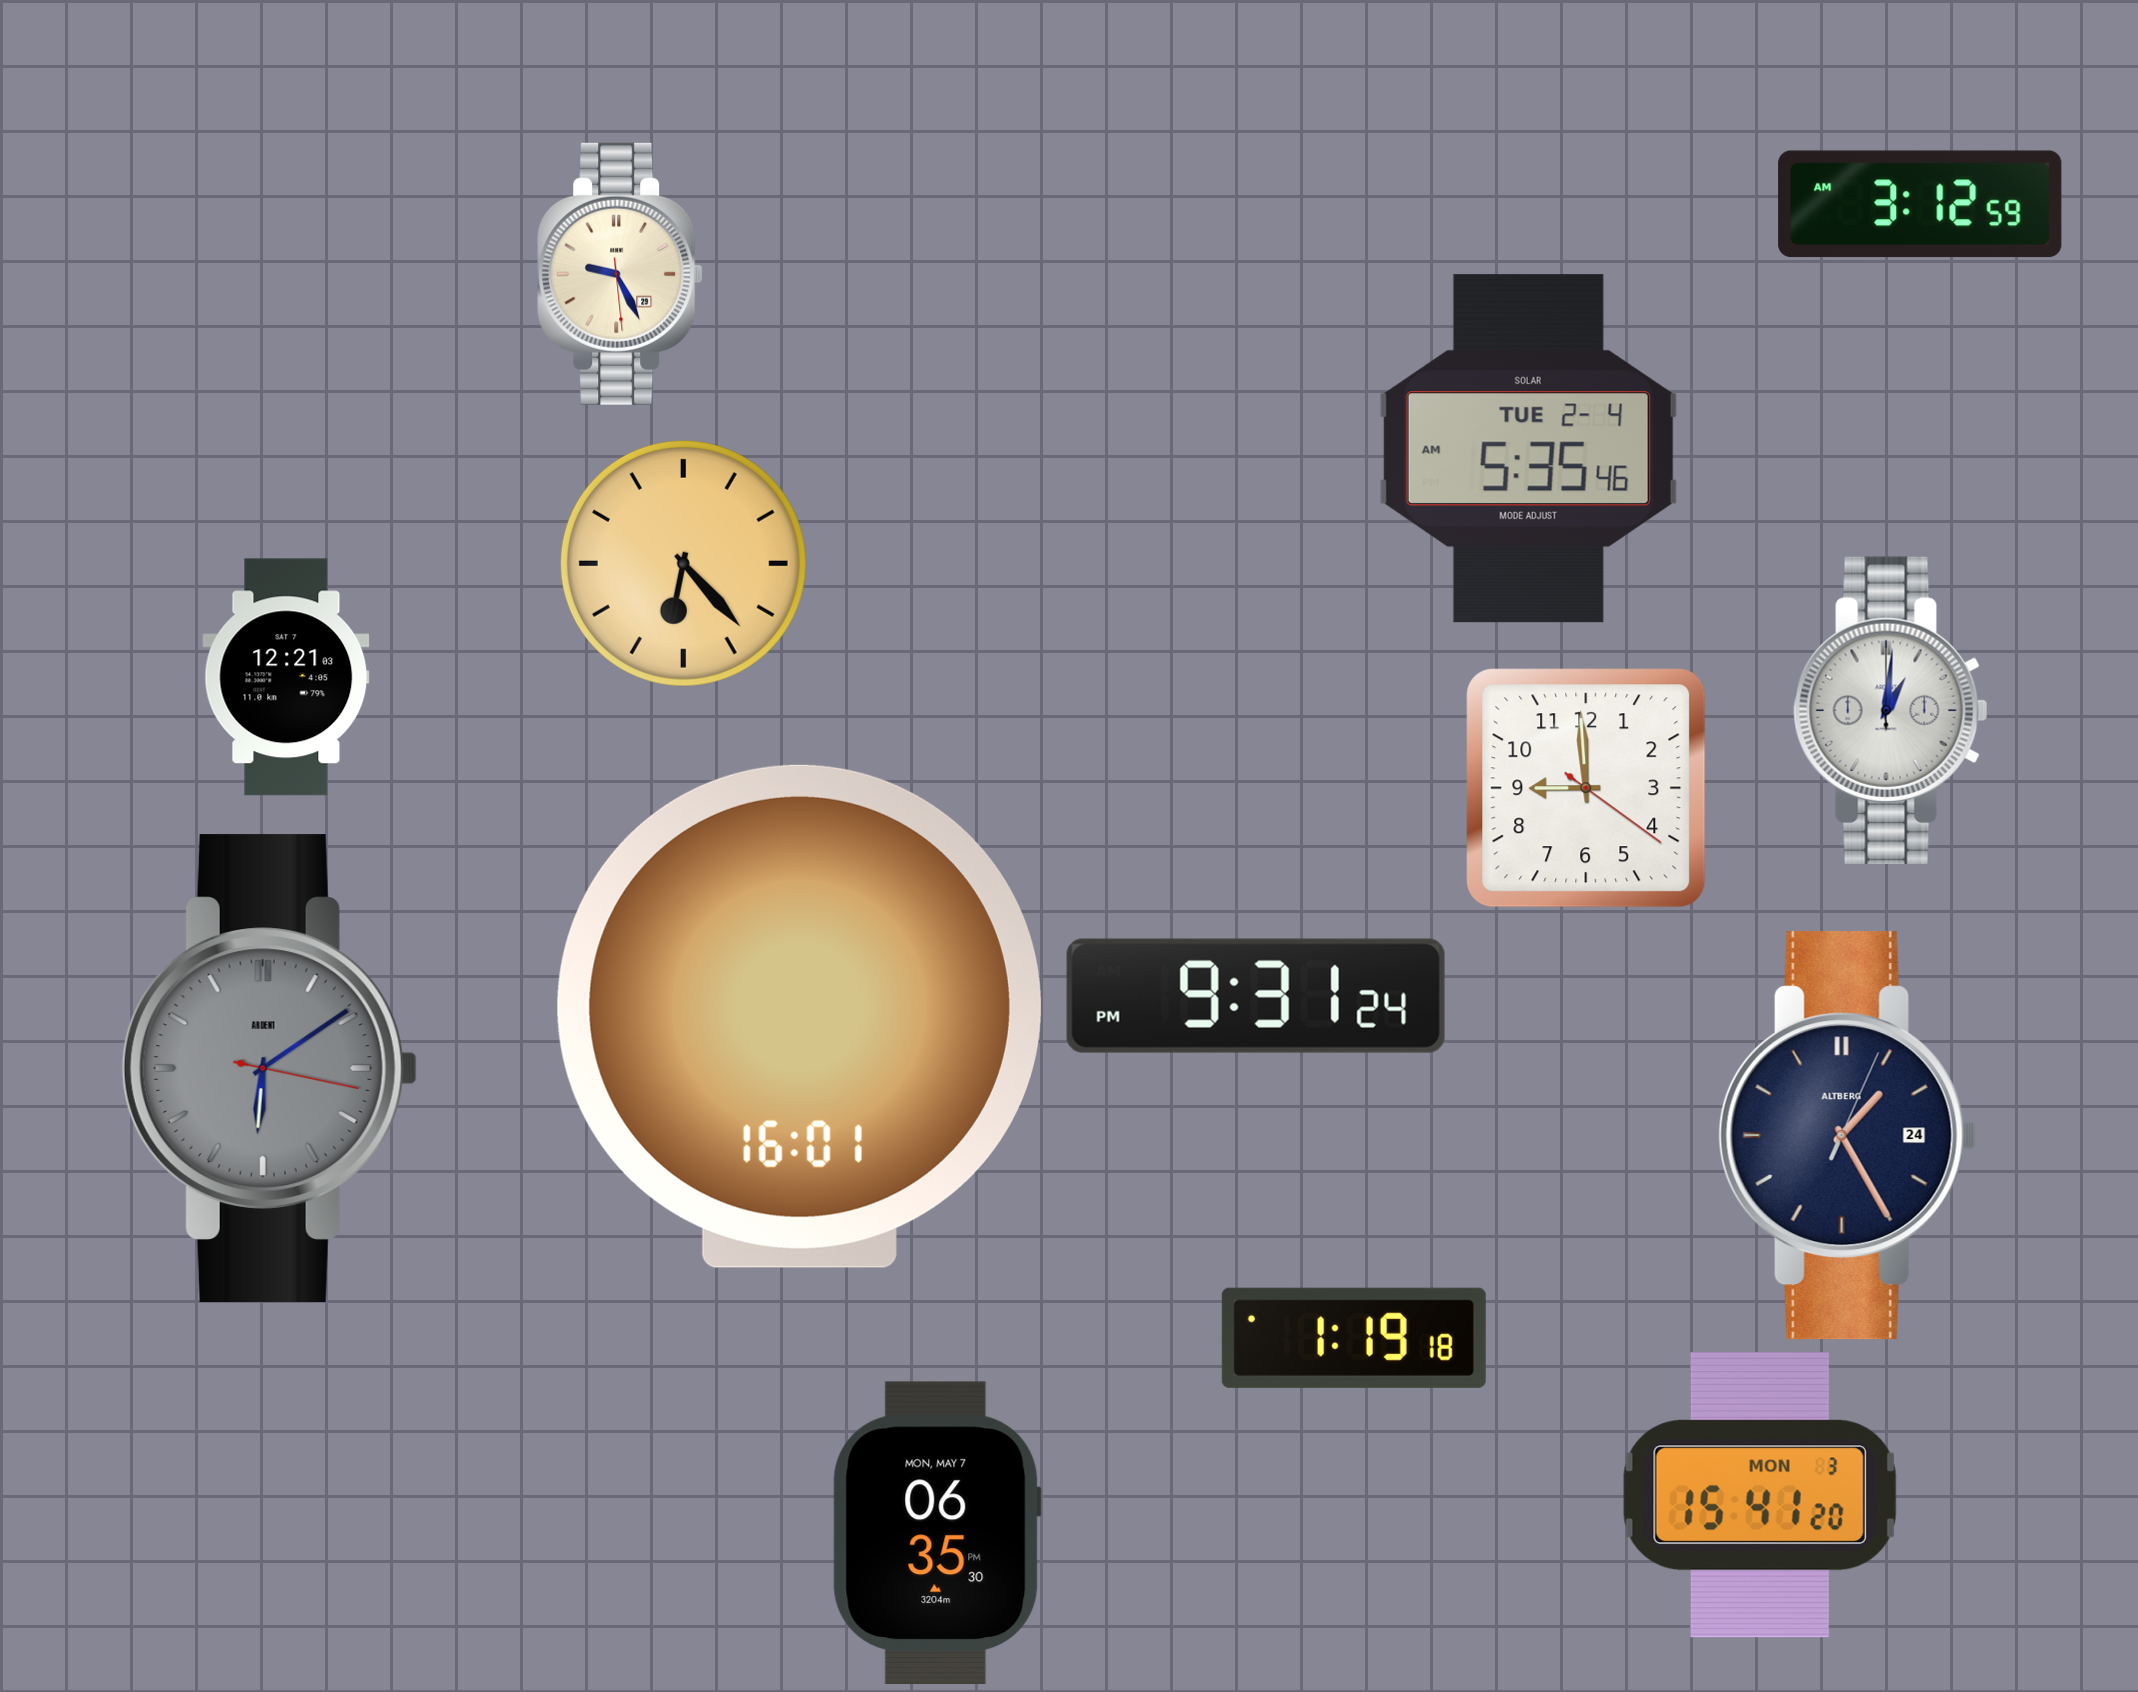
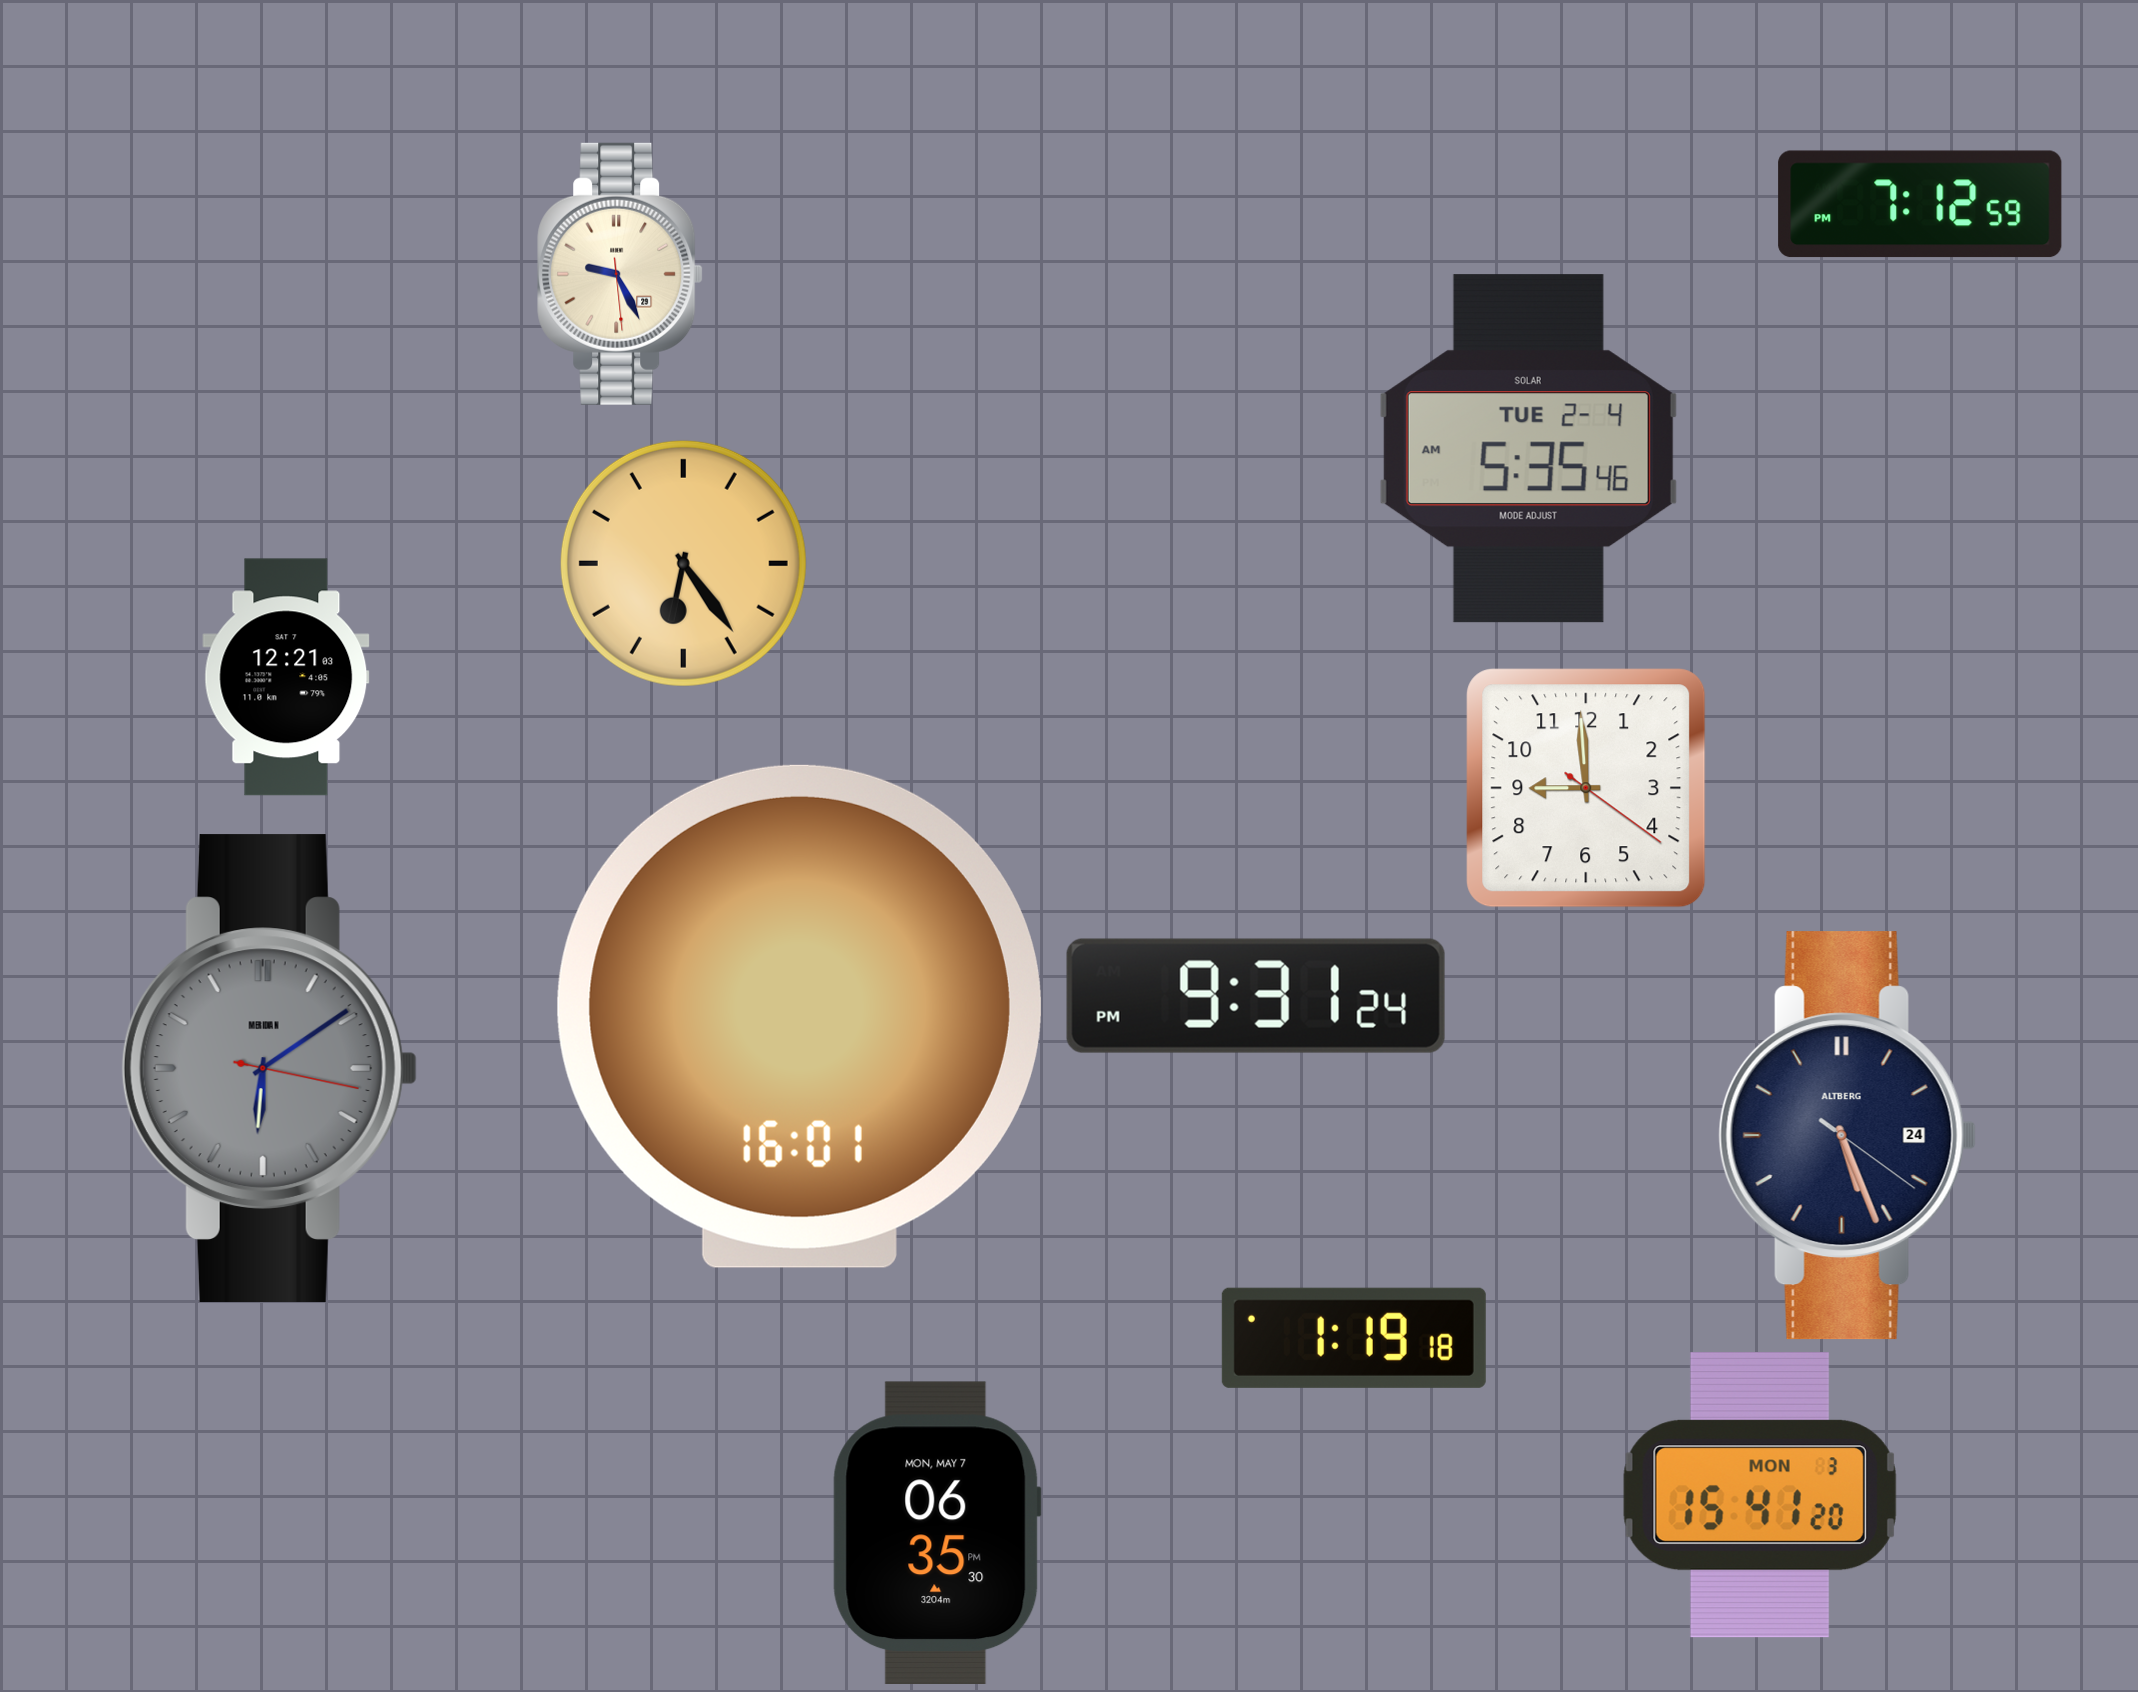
clock at (1920, 204): 3:12 -> 7:12
clock at (683, 563): 6:23 -> 6:24
clock at (1891, 710): 1:01 -> none
clock at (269, 1068) brand: ARDENT -> MERIDIAN
clock at (1847, 1136): 1:25 -> 5:26
